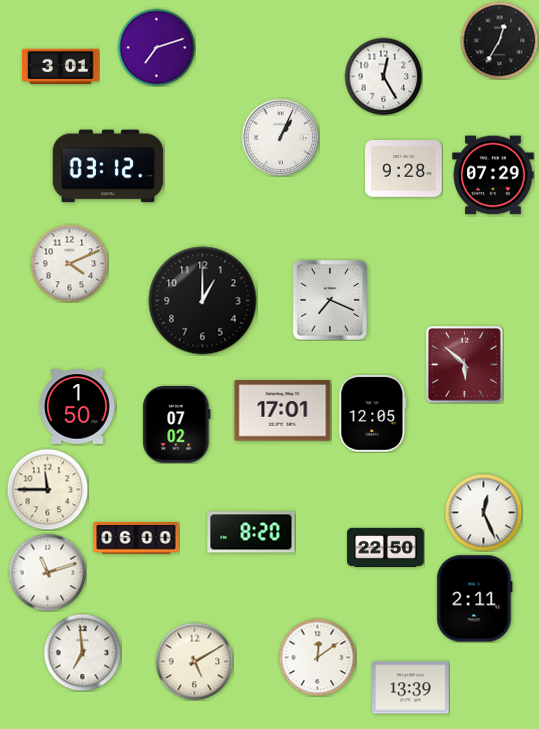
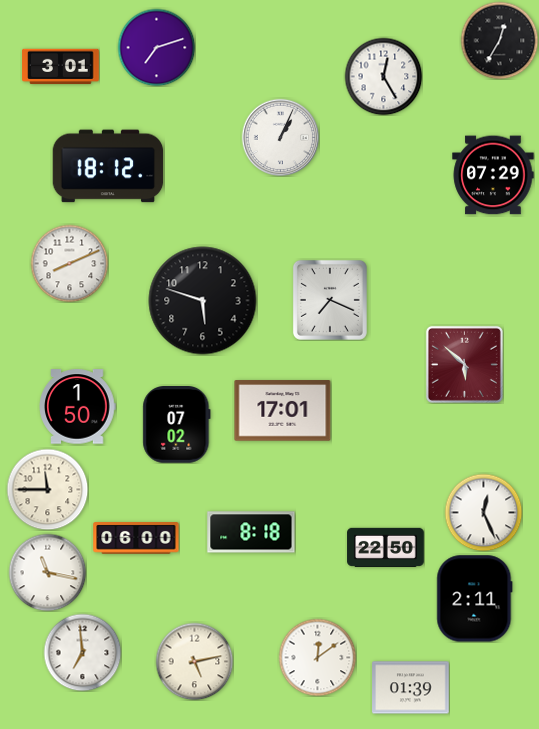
clock at (108, 166): 03:12 -> 18:12
clock at (404, 169): 9:28 -> none
clock at (69, 263): 4:11 -> 8:11
clock at (203, 301): 1:00 -> 5:48
clock at (373, 414): 12:05 -> none
clock at (251, 532): 8:20 -> 8:18
clock at (47, 572): 11:12 -> 11:17
clock at (194, 661): 5:10 -> 5:13
clock at (411, 688): 13:39 -> 01:39
